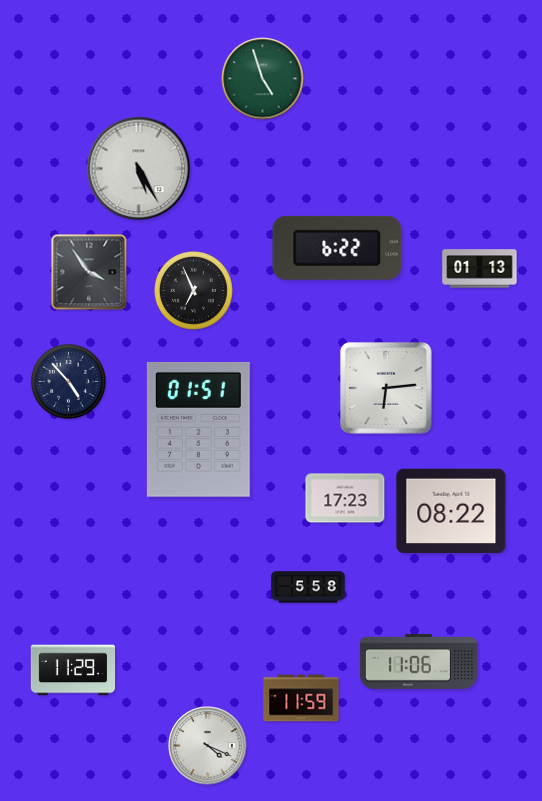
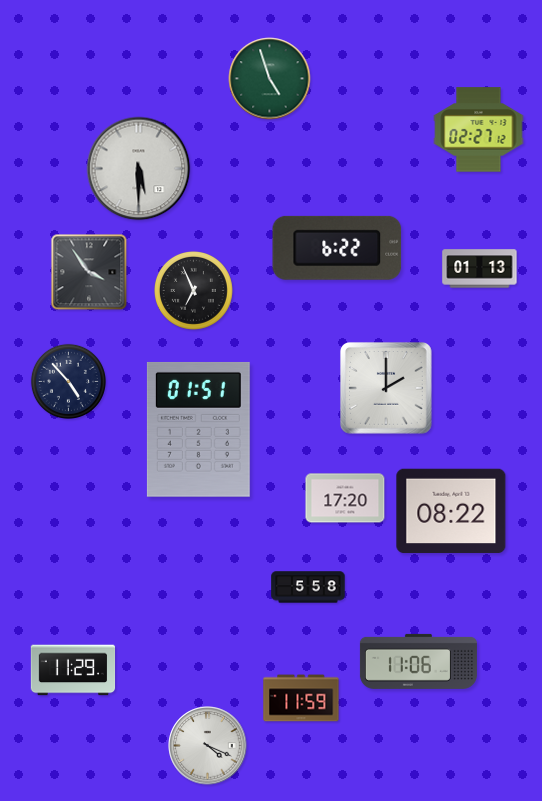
clock at (263, 79) position: (263, 79) -> (270, 79)
clock at (479, 130): none -> 02:27
clock at (139, 169): 5:25 -> 5:30
clock at (387, 389): 6:14 -> 2:00
clock at (345, 498): 17:23 -> 17:20
